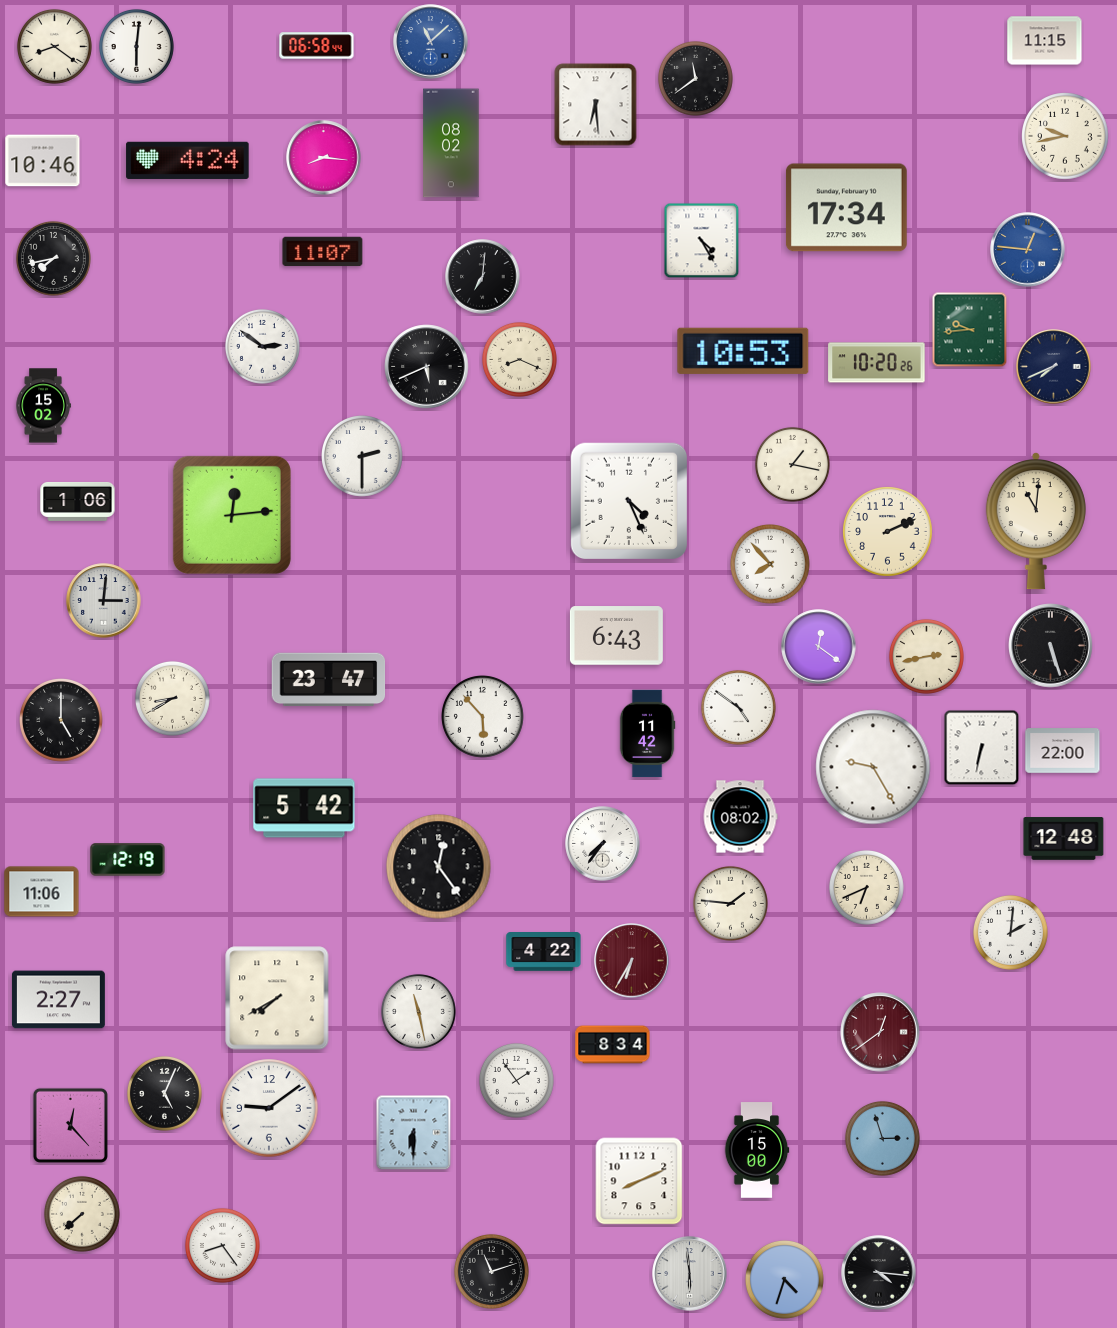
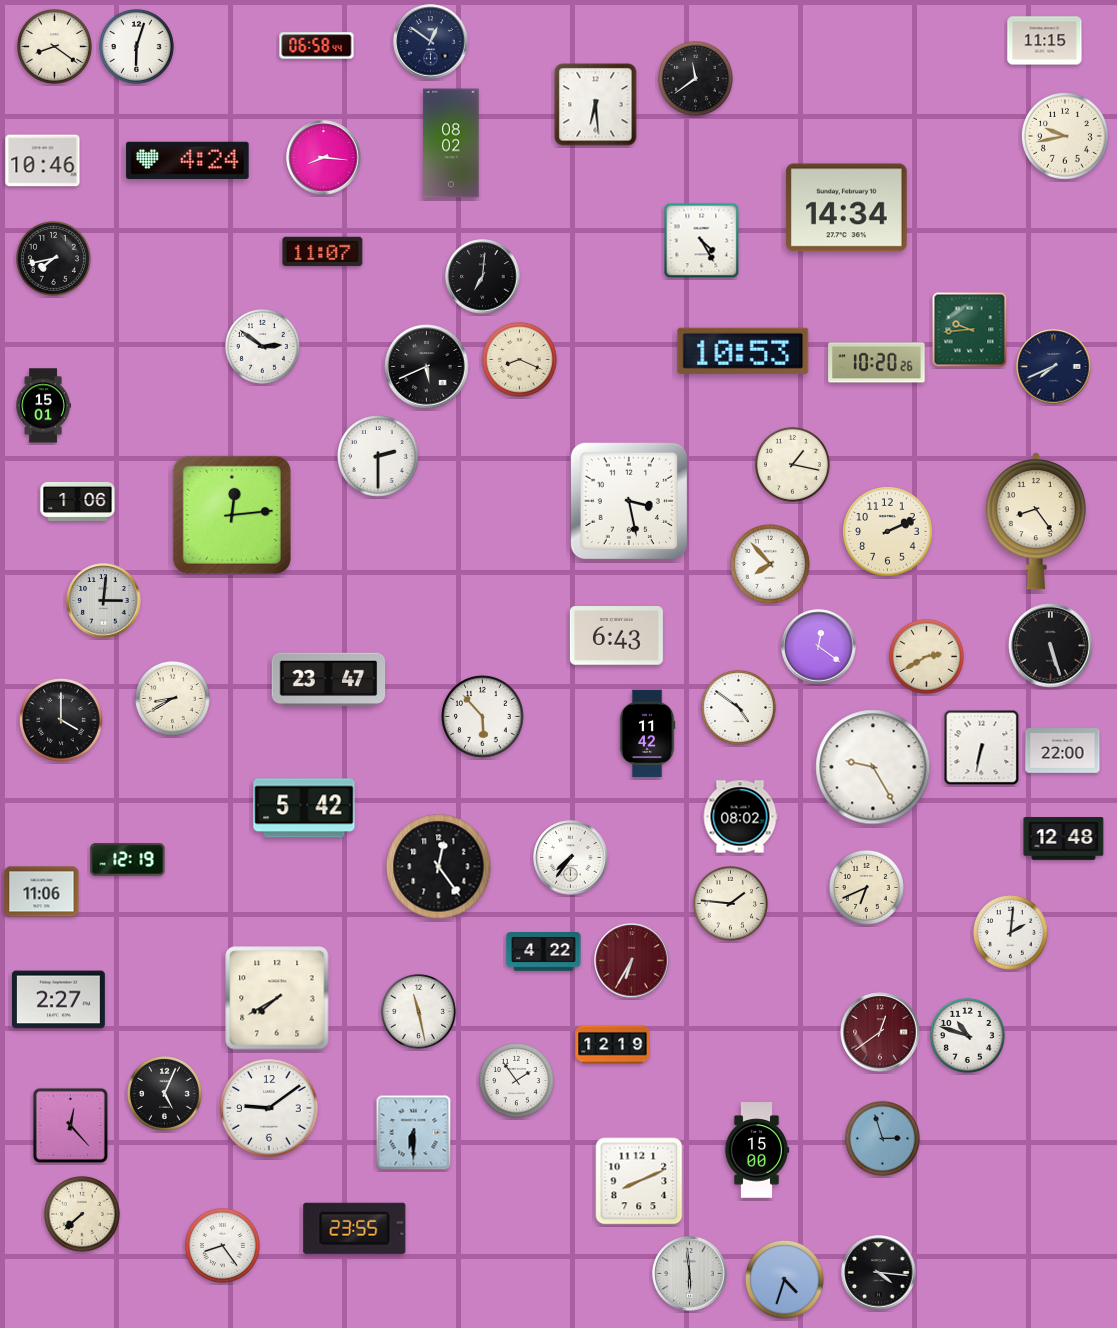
clock at (431, 42): 11:08 -> 12:51
clock at (431, 42) dial: blue -> navy
clock at (136, 46): 6:01 -> 6:03
clock at (846, 208): 17:34 -> 14:34
clock at (1028, 250): 12:46 -> none
clock at (43, 406): 15:02 -> 15:01
clock at (363, 457) position: (363, 457) -> (379, 457)
clock at (628, 500): 4:26 -> 3:28
clock at (1036, 521): 11:01 -> 8:24
clock at (926, 656): 2:43 -> 2:40
clock at (62, 721): 5:00 -> 4:00
clock at (603, 844) position: (603, 844) -> (571, 858)
clock at (967, 1035): none -> 10:48
clock at (613, 1045): 8:34 -> 12:19
clock at (355, 1228): none -> 23:55
clock at (491, 1271): 11:12 -> none
